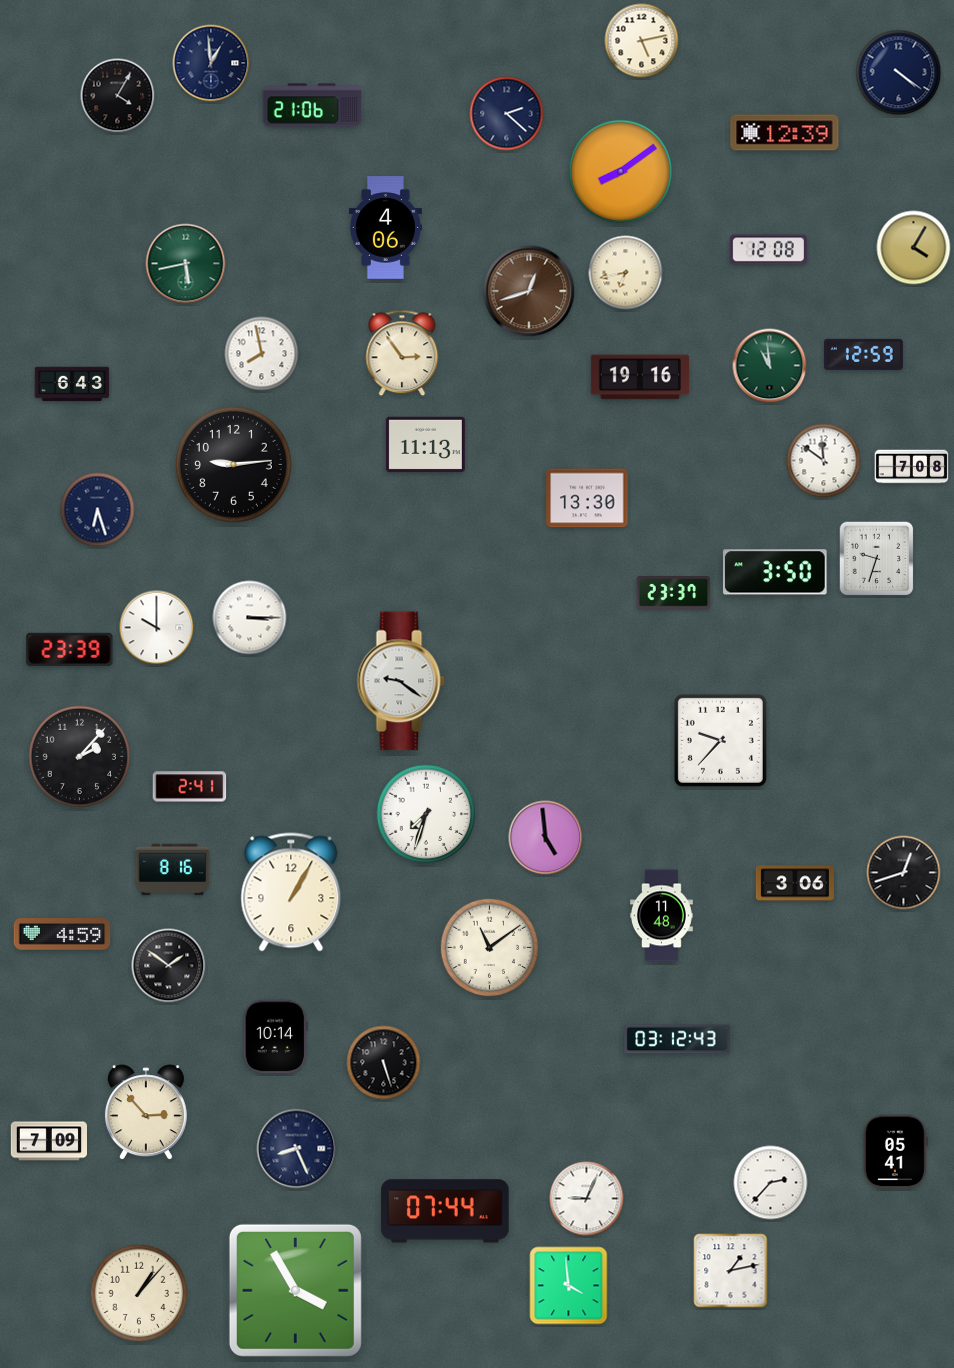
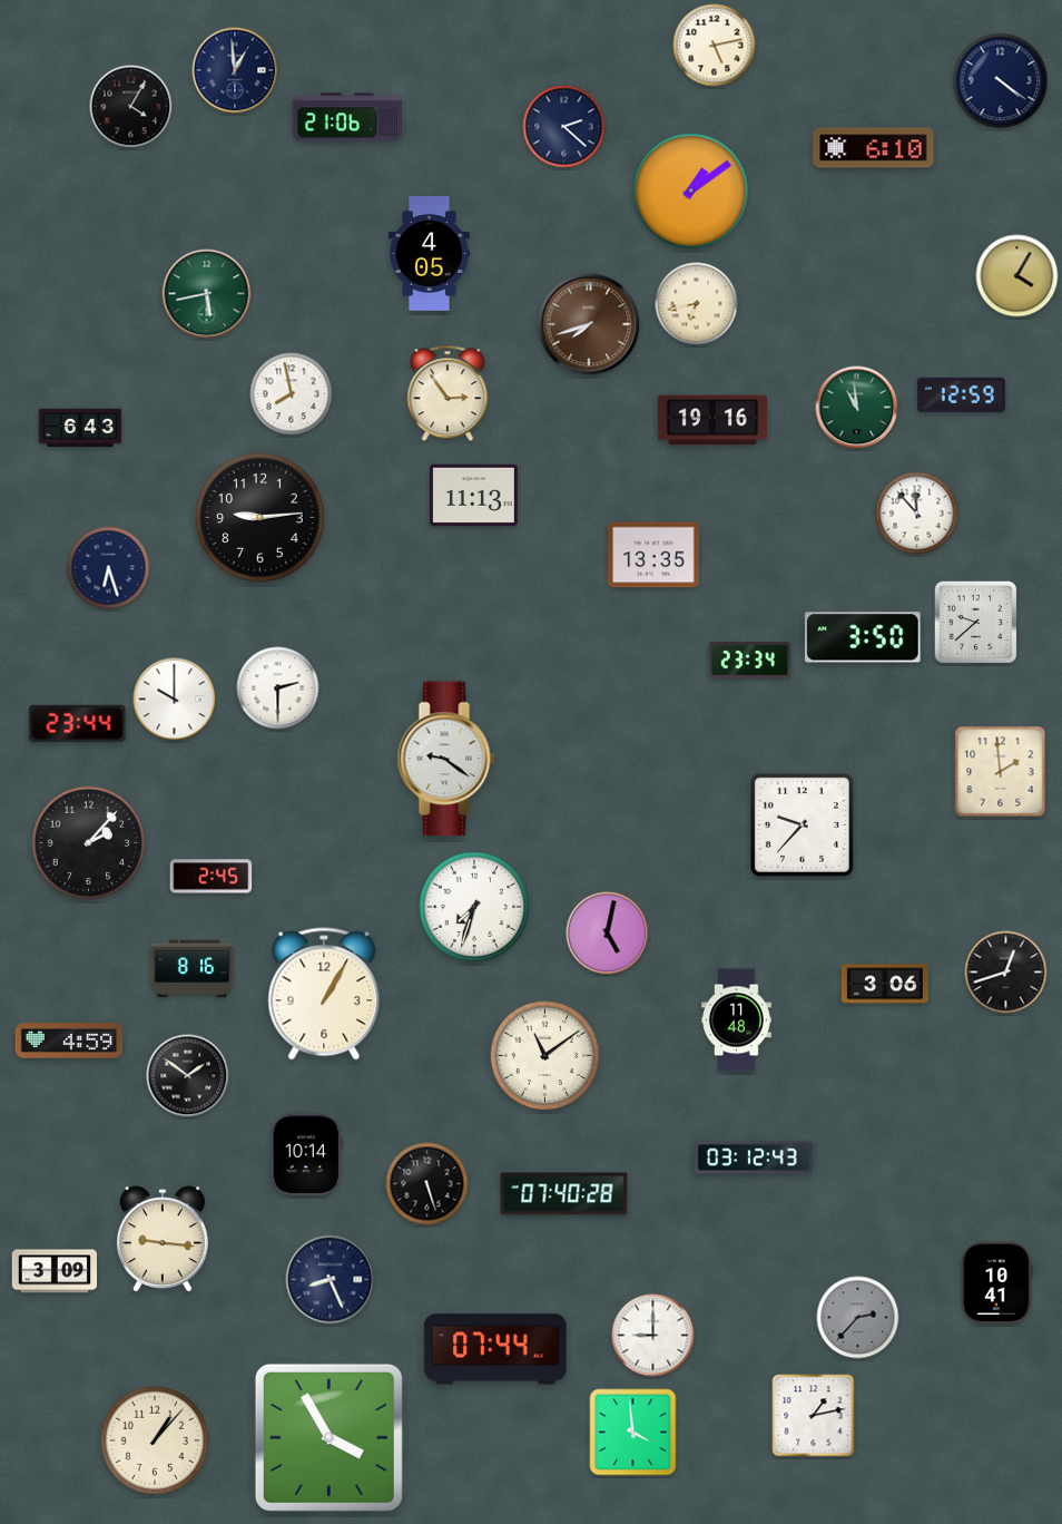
clock at (785, 133): 12:39 -> 6:10
clock at (620, 171): 8:09 -> 1:09
clock at (385, 228): 4:06 -> 4:05
clock at (768, 250): 12:08 -> none
clock at (529, 291): 12:42 -> 7:42
clock at (824, 461): 11:51 -> 11:53
clock at (912, 467): 7:08 -> none
clock at (587, 498): 13:30 -> 13:35
clock at (877, 559): 9:33 -> 9:38
clock at (674, 593): 23:37 -> 23:34
clock at (250, 618): 3:15 -> 2:30
clock at (70, 649): 23:39 -> 23:44
clock at (1001, 772): none -> 1:59
clock at (190, 787): 2:41 -> 2:45
clock at (546, 838): 4:59 -> 5:02
clock at (564, 1194): none -> 07:40
clock at (146, 1113): 2:53 -> 9:16
clock at (48, 1141): 7:09 -> 3:09
clock at (896, 1152): 05:41 -> 10:41
clock at (771, 1183) dial: white -> grey
clock at (587, 1199): 9:04 -> 9:00
